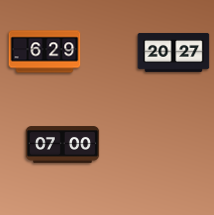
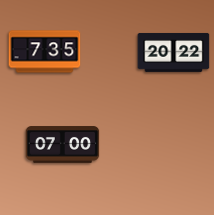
clock at (45, 52): 6:29 -> 7:35
clock at (174, 52): 20:27 -> 20:22
